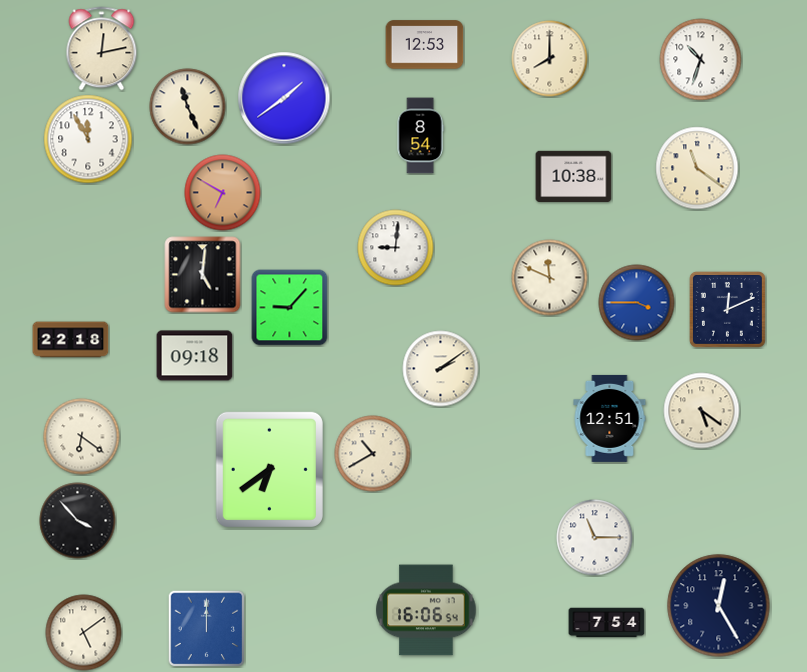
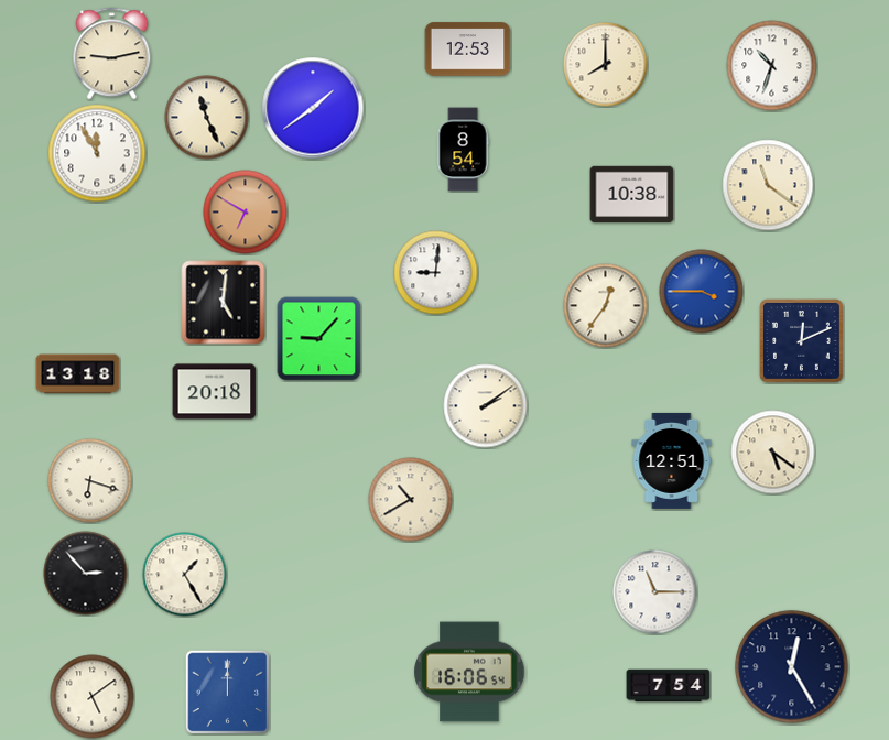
clock at (102, 49): 12:13 -> 9:13
clock at (550, 278): 11:49 -> 12:36
clock at (637, 303) position: (637, 303) -> (702, 292)
clock at (71, 340): 22:18 -> 13:18
clock at (195, 356): 09:18 -> 20:18
clock at (82, 437): 6:21 -> 6:18
clock at (269, 469): 6:39 -> none
clock at (78, 521): 3:53 -> 2:53
clock at (185, 575): none -> 1:25
